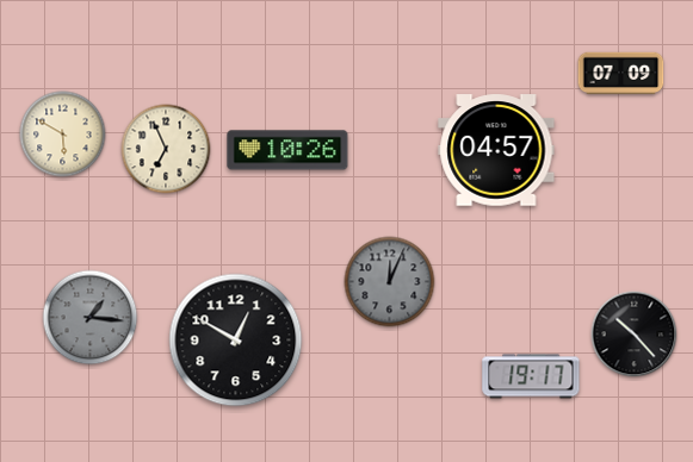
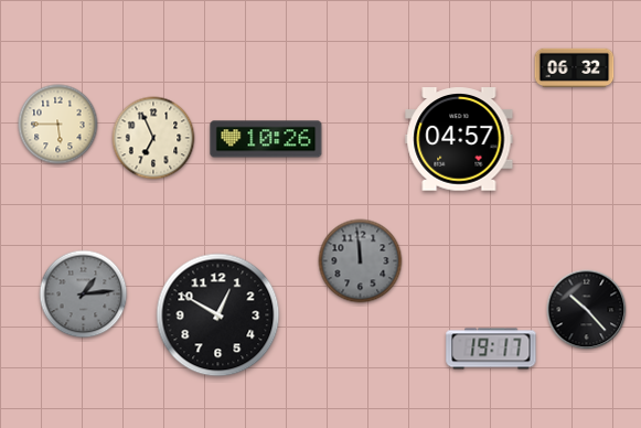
clock at (621, 74): 07:09 -> 06:32
clock at (63, 135): 5:50 -> 5:45
clock at (390, 282): 12:04 -> 11:59
clock at (91, 318): 1:16 -> 1:14
